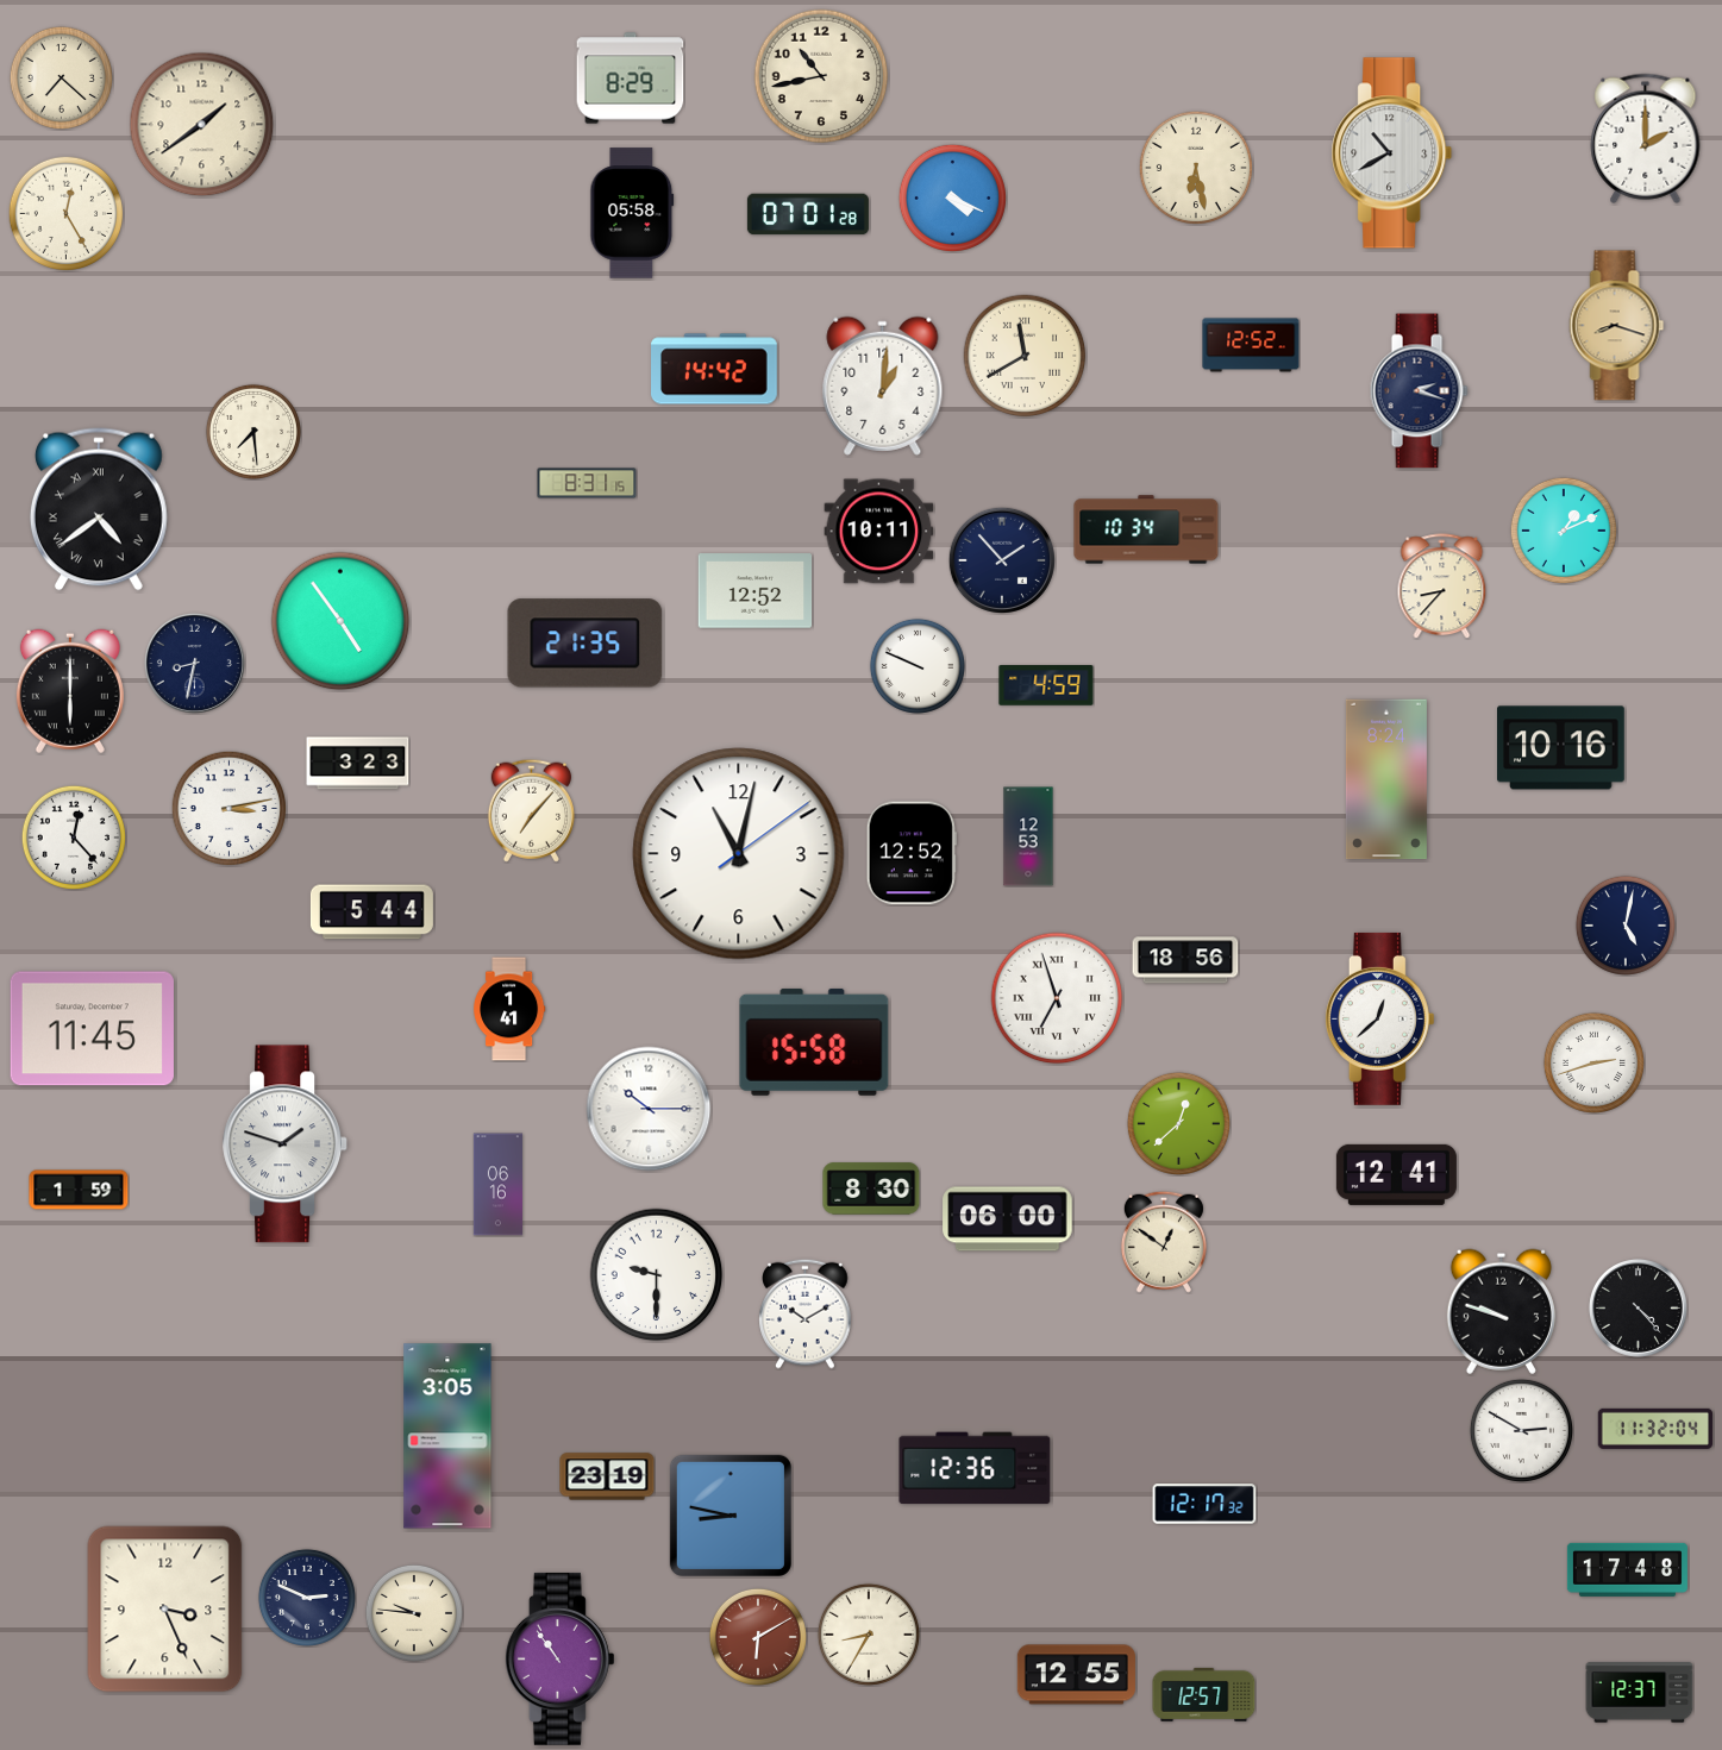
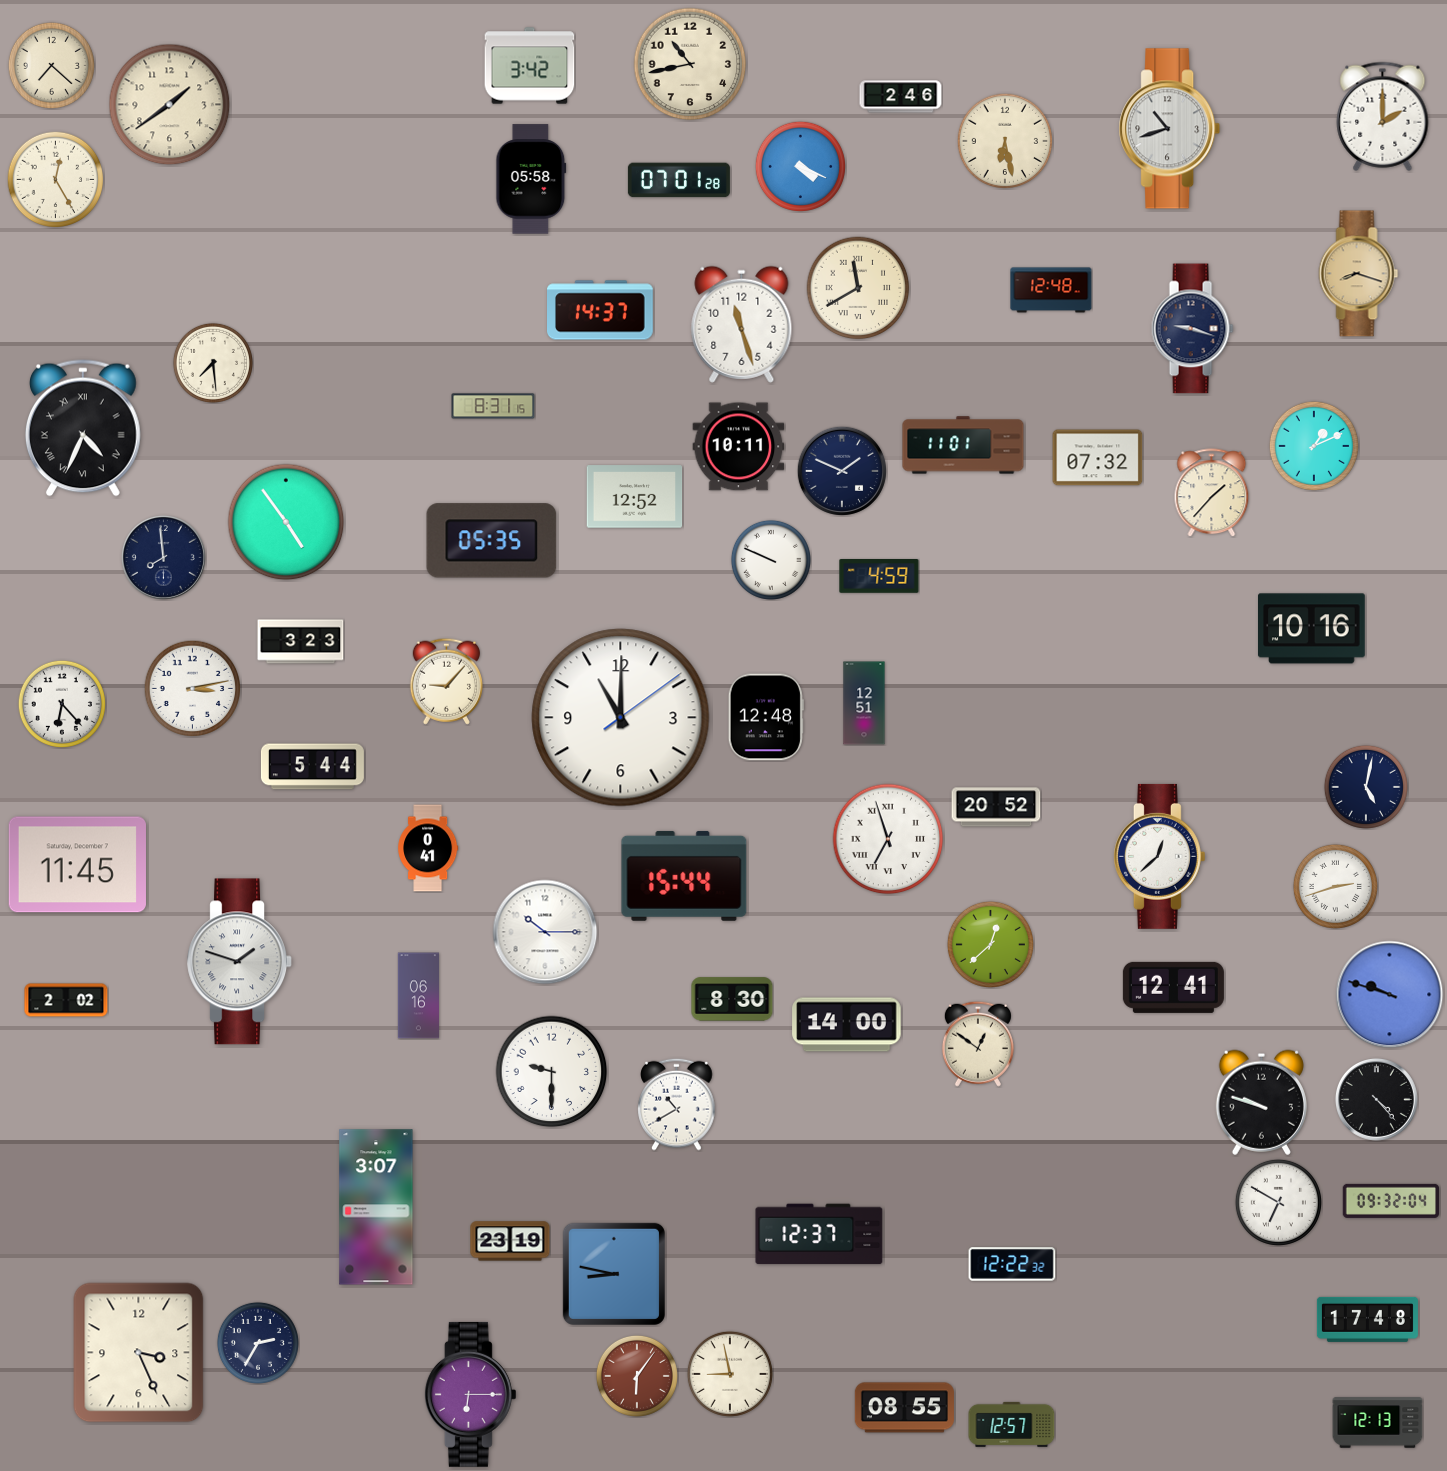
clock at (631, 79): 8:29 -> 3:42
clock at (901, 97): none -> 2:46
clock at (1392, 153): 10:40 -> 10:42
clock at (1251, 345): 12:52 -> 12:48
clock at (1025, 356) position: (1025, 356) -> (858, 288)
clock at (715, 369): 14:42 -> 14:37
clock at (883, 385): 1:01 -> 11:27
clock at (1419, 391): 2:18 -> 9:18
clock at (99, 509): 4:39 -> 4:34
clock at (1146, 529): 10:34 -> 11:01
clock at (1098, 458): none -> 07:32
clock at (1002, 560): 1:53 -> 1:49
clock at (1442, 587): 8:37 -> 1:37
clock at (586, 644): 21:35 -> 05:35
clock at (194, 663): 8:32 -> 7:59
clock at (70, 691): 6:00 -> none
clock at (1386, 779): 8:24 -> none
clock at (228, 808) position: (228, 808) -> (192, 688)
clock at (531, 810): 7:07 -> 9:07
clock at (1028, 836): 12:53 -> 12:51
clock at (74, 838): 12:23 -> 6:23
clock at (912, 853): 12:52 -> 12:48
clock at (739, 854): 11:02 -> 11:00
clock at (1626, 926) position: (1626, 926) -> (1366, 787)
clock at (1185, 960): 18:56 -> 20:52
clock at (509, 1009): 1:41 -> 0:41
clock at (814, 1042): 15:58 -> 15:44
clock at (1593, 1062) position: (1593, 1062) -> (1335, 886)
clock at (1390, 995): none -> 9:48
clock at (79, 1190): 1:59 -> 2:02
clock at (1008, 1219): 06:00 -> 14:00
clock at (806, 1313): 10:10 -> 10:40
clock at (1655, 1429): 11:32 -> 09:32
clock at (1521, 1430): 2:50 -> 6:50
clock at (447, 1436): 3:05 -> 3:07
clock at (975, 1468): 12:36 -> 12:37
clock at (1204, 1504): 12:17 -> 12:22
clock at (307, 1598): 2:49 -> 2:35
clock at (414, 1613): 9:46 -> none
clock at (869, 1635): 8:35 -> 8:58
clock at (758, 1637): 6:10 -> 6:06
clock at (559, 1658): 10:54 -> 6:15
clock at (1076, 1675): 12:55 -> 08:55
clock at (1640, 1693): 12:37 -> 12:13
